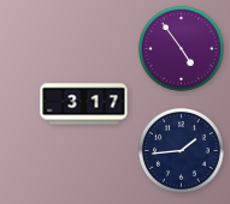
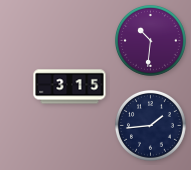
clock at (181, 48): 4:54 -> 10:31
clock at (84, 104): 3:17 -> 3:15
